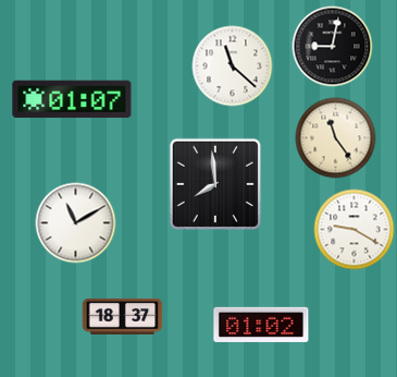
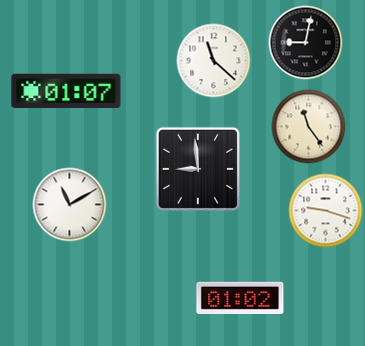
clock at (215, 184): 7:59 -> 8:59
clock at (355, 230): 9:20 -> 9:18
clock at (123, 316): 18:37 -> none
